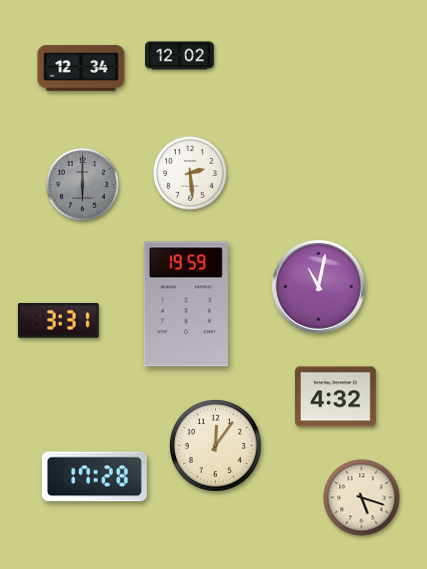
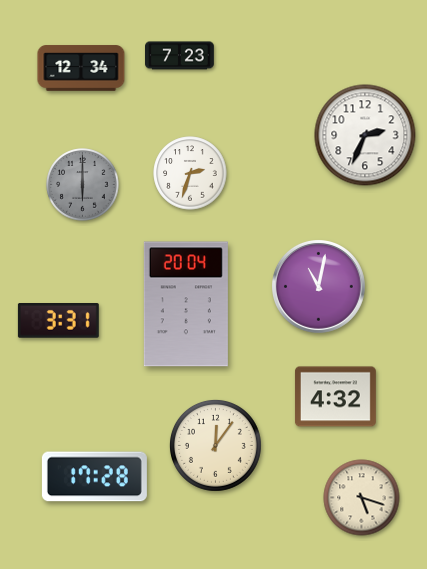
clock at (180, 56): 12:02 -> 7:23
clock at (365, 135): none -> 2:34
clock at (190, 173): 2:29 -> 2:33
clock at (186, 304): 19:59 -> 20:04
